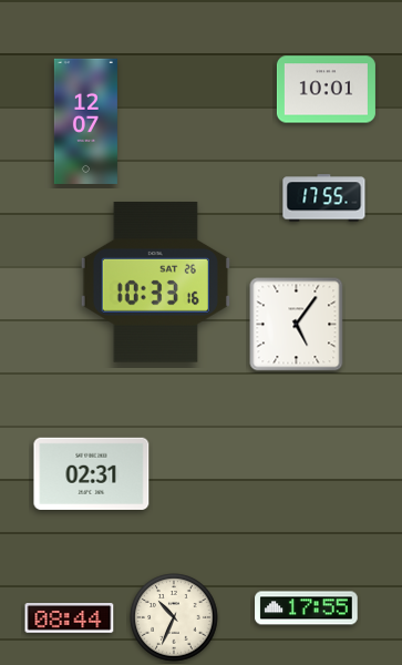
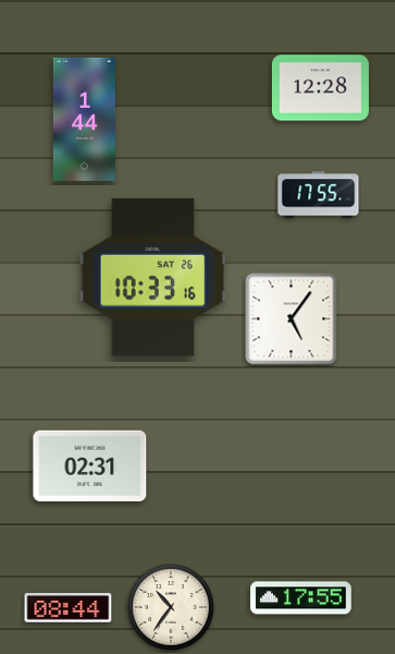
clock at (326, 90): 10:01 -> 12:28
clock at (85, 121): 12:07 -> 1:44
clock at (174, 617): 10:34 -> 10:36
